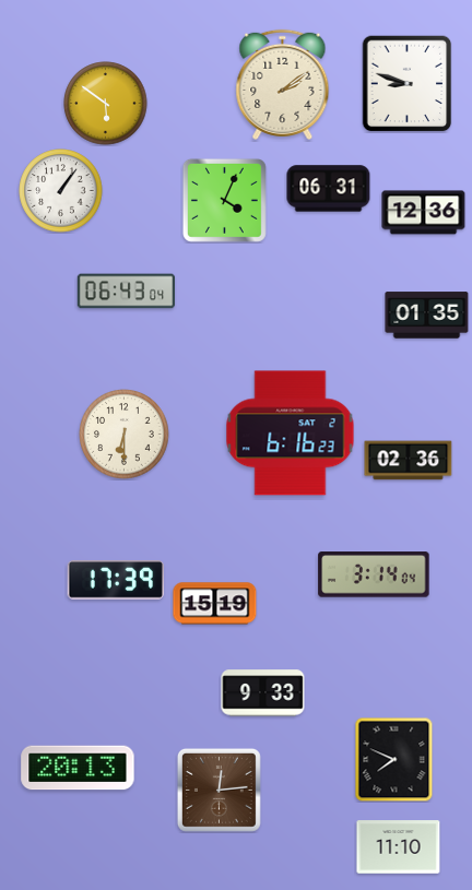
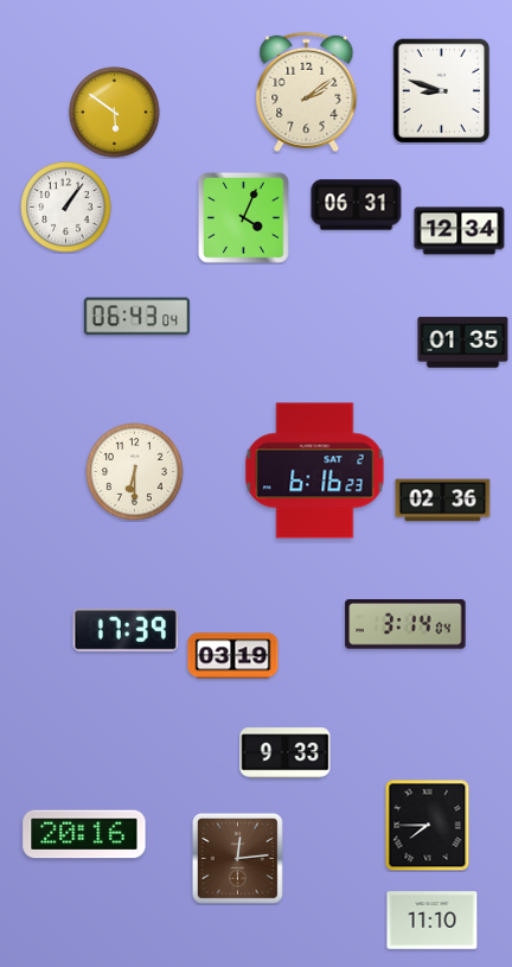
clock at (424, 213): 12:36 -> 12:34
clock at (215, 604): 15:19 -> 03:19
clock at (394, 759): 7:49 -> 7:45
clock at (78, 768): 20:13 -> 20:16
